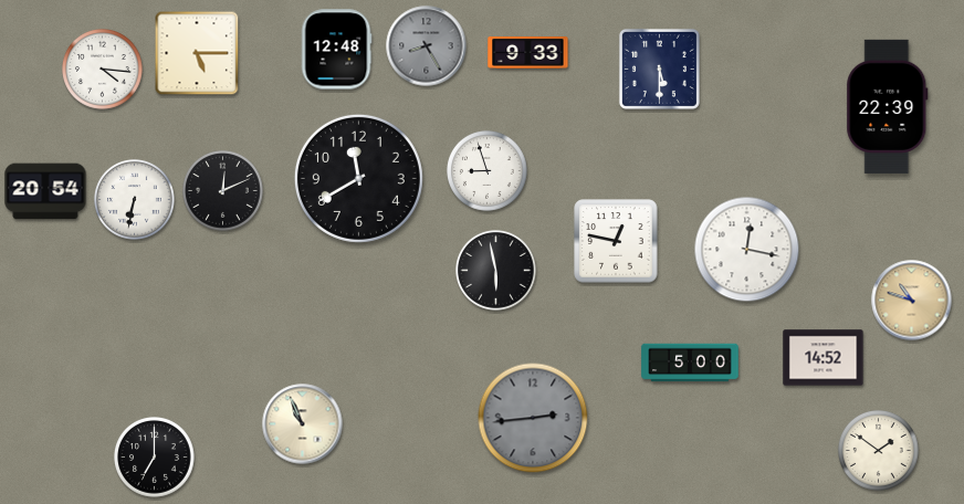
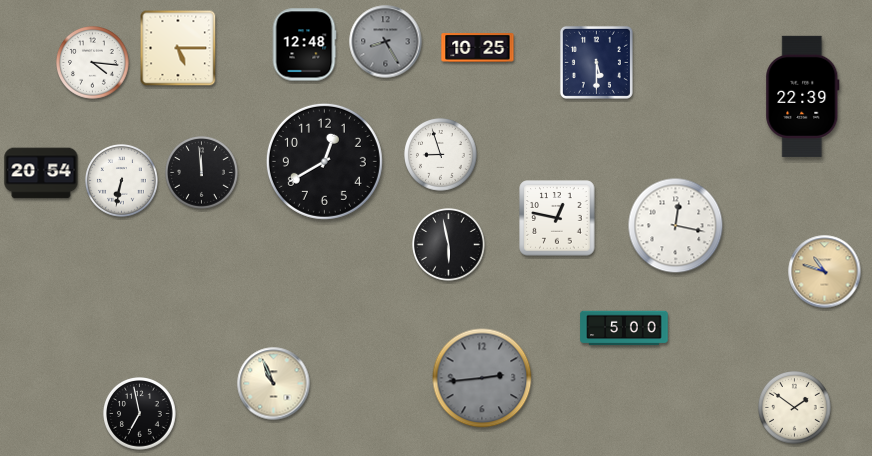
clock at (528, 53): 9:33 -> 10:25
clock at (358, 178): 11:40 -> 12:40
clock at (223, 191): 12:11 -> 11:59
clock at (824, 358): 14:52 -> none
clock at (155, 458): 7:00 -> 6:58
